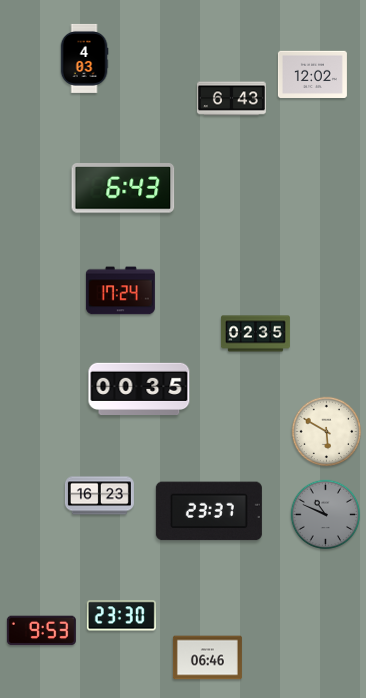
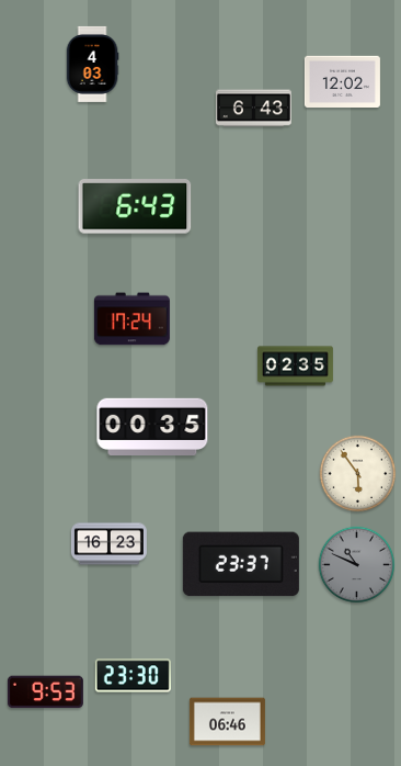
clock at (255, 334) position: (255, 334) -> (295, 367)
clock at (327, 432): 5:50 -> 5:54
clock at (209, 511) position: (209, 511) -> (241, 564)
